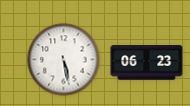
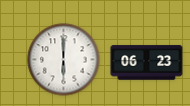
clock at (64, 60): 5:28 -> 6:00
